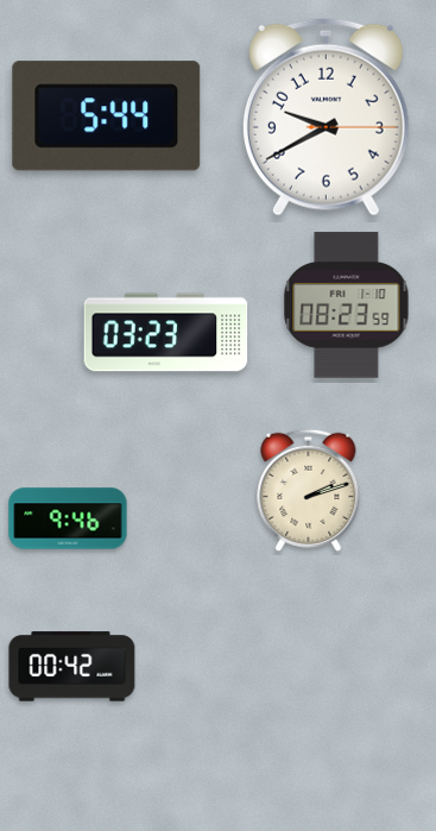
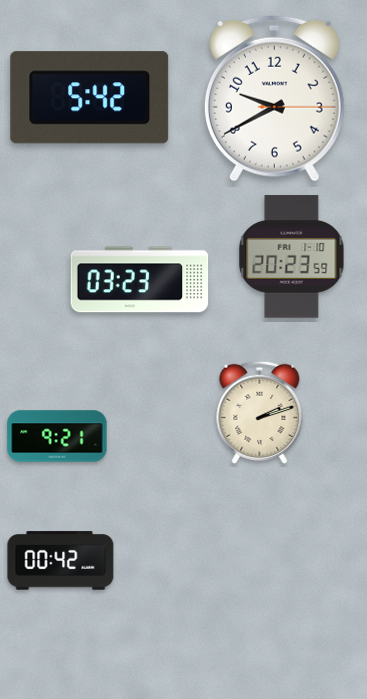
clock at (107, 117): 5:44 -> 5:42
clock at (347, 306): 08:23 -> 20:23
clock at (68, 518): 9:46 -> 9:21
